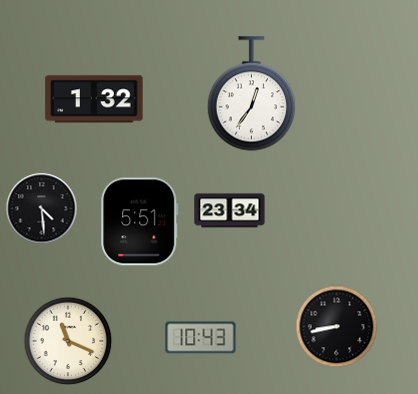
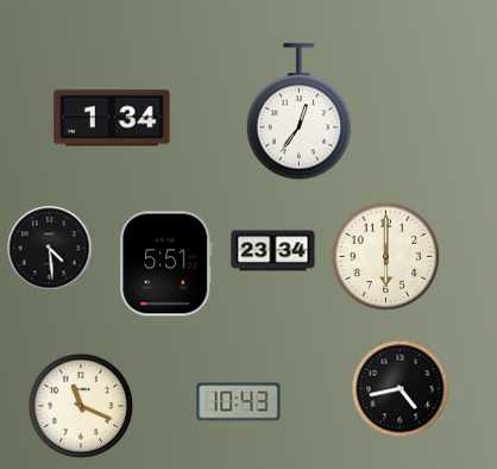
clock at (94, 99): 1:32 -> 1:34
clock at (385, 256): none -> 6:00
clock at (337, 327): 8:43 -> 4:43
